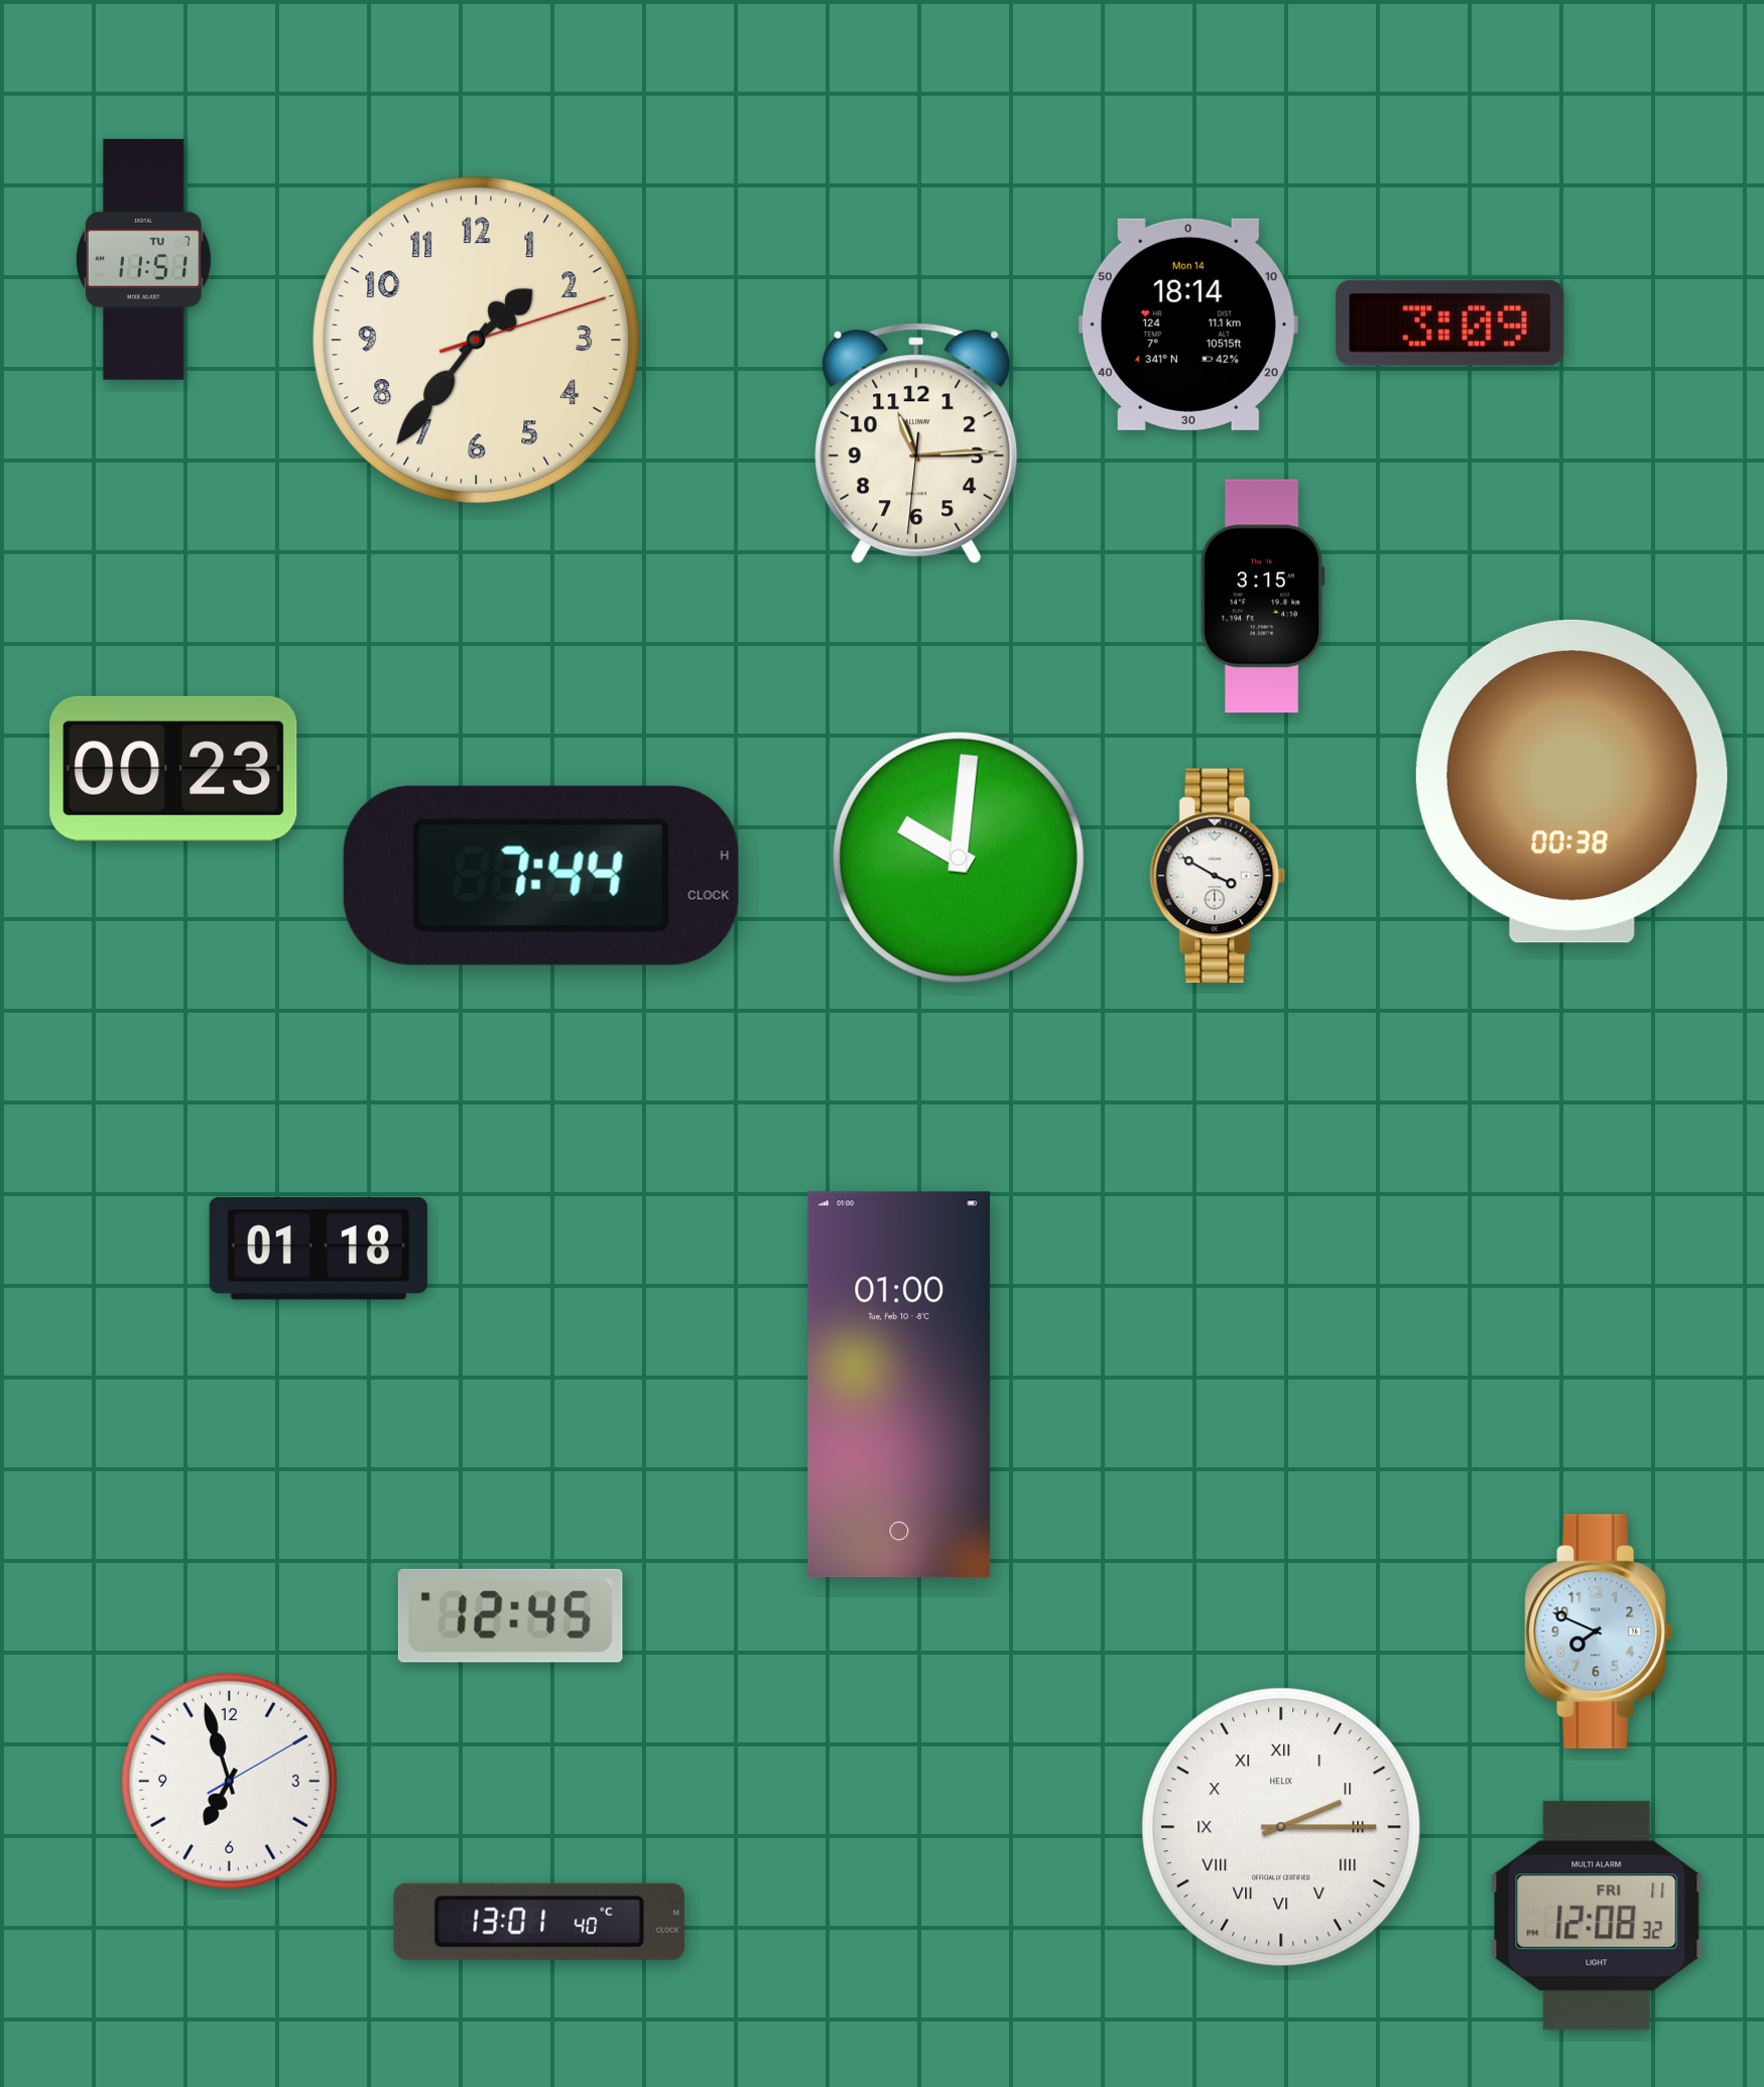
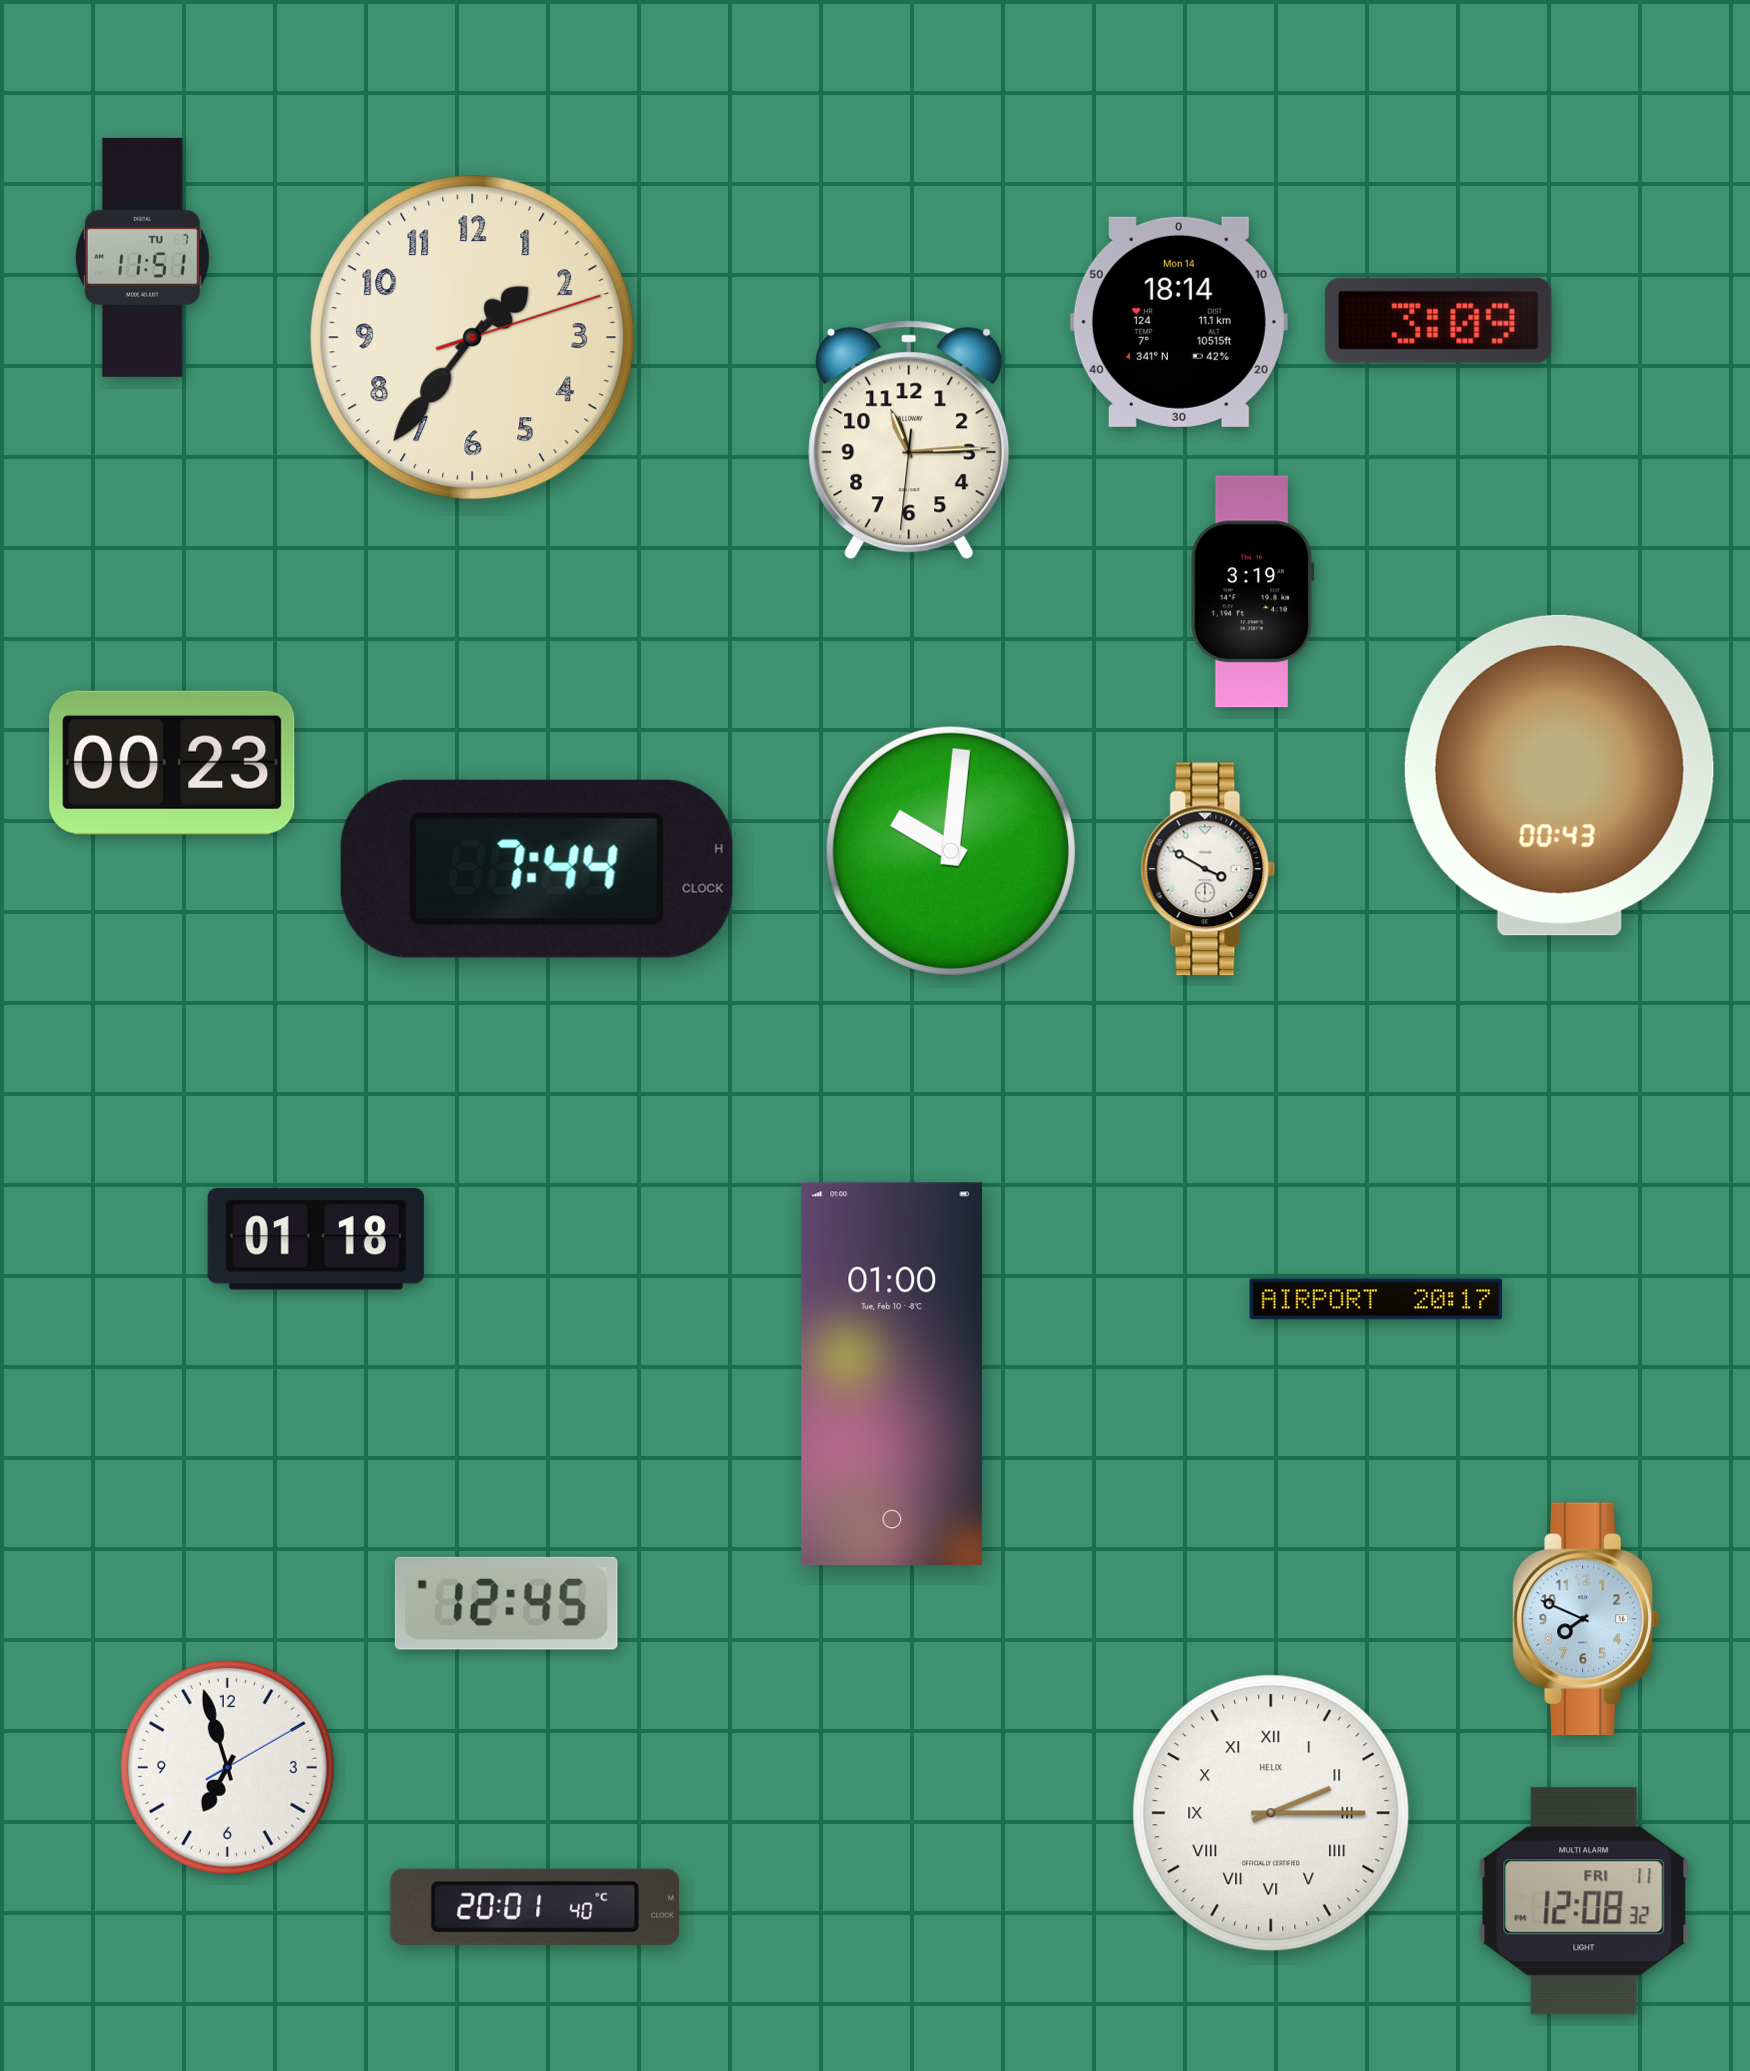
clock at (1262, 597): 3:15 -> 3:19
clock at (1571, 781): 00:38 -> 00:43
clock at (1376, 1299): none -> 20:17
clock at (538, 1922): 13:01 -> 20:01
